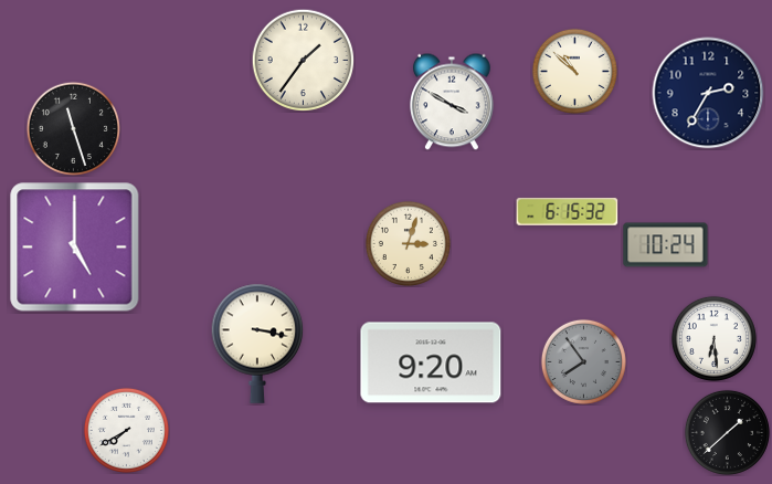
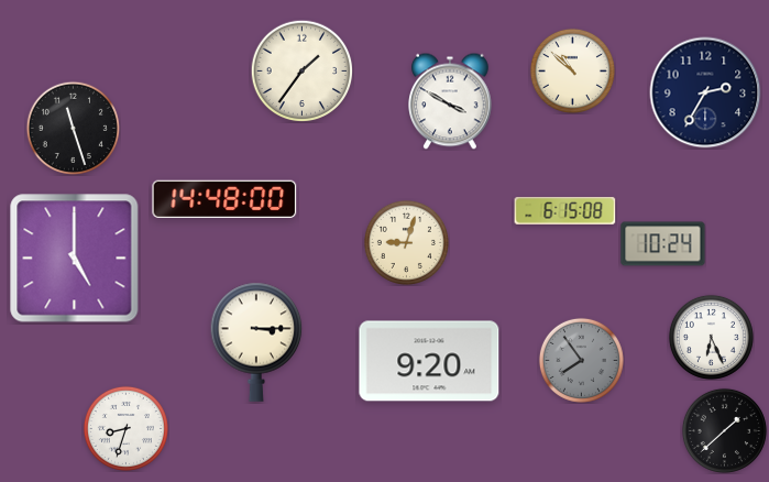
clock at (303, 60) position: (303, 60) -> (301, 70)
clock at (224, 199): none -> 14:48
clock at (568, 211): 6:15:32 -> 6:15:08
clock at (408, 243): 3:03 -> 9:03
clock at (75, 248) position: (75, 248) -> (75, 259)
clock at (713, 338): 6:29 -> 6:26
clock at (257, 344): 3:17 -> 3:15
clock at (126, 430): 7:40 -> 8:33
